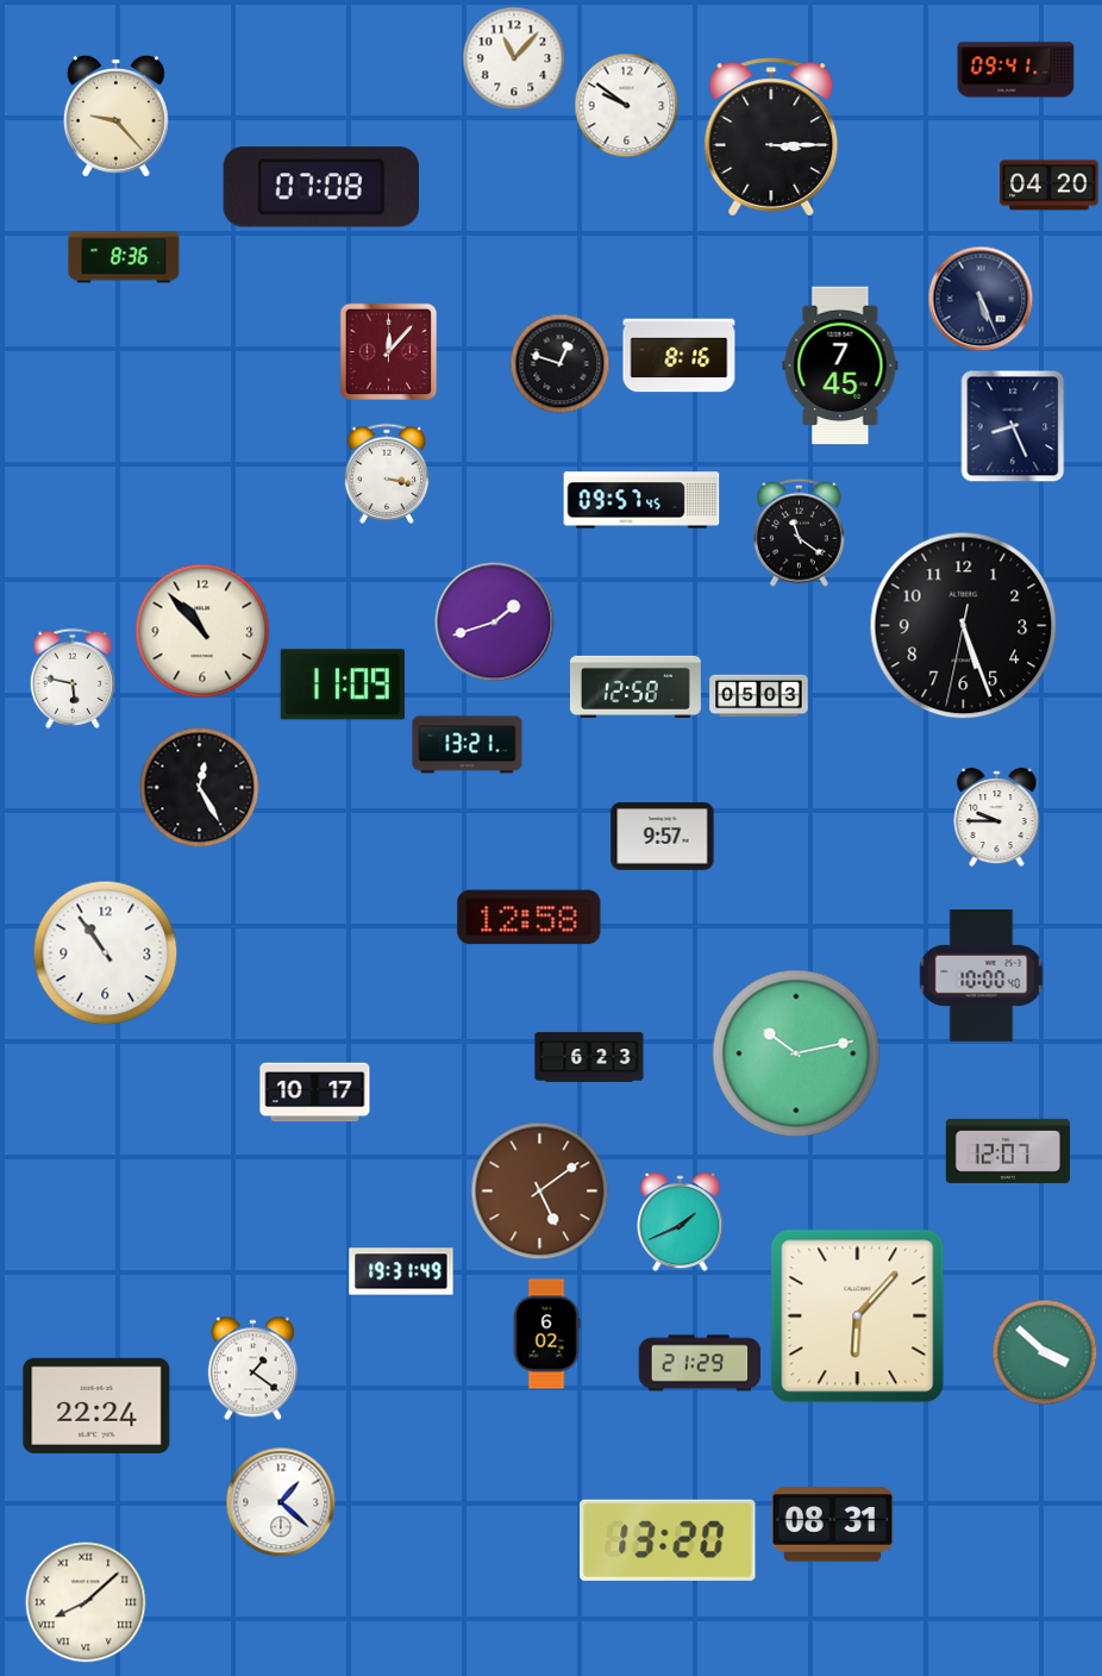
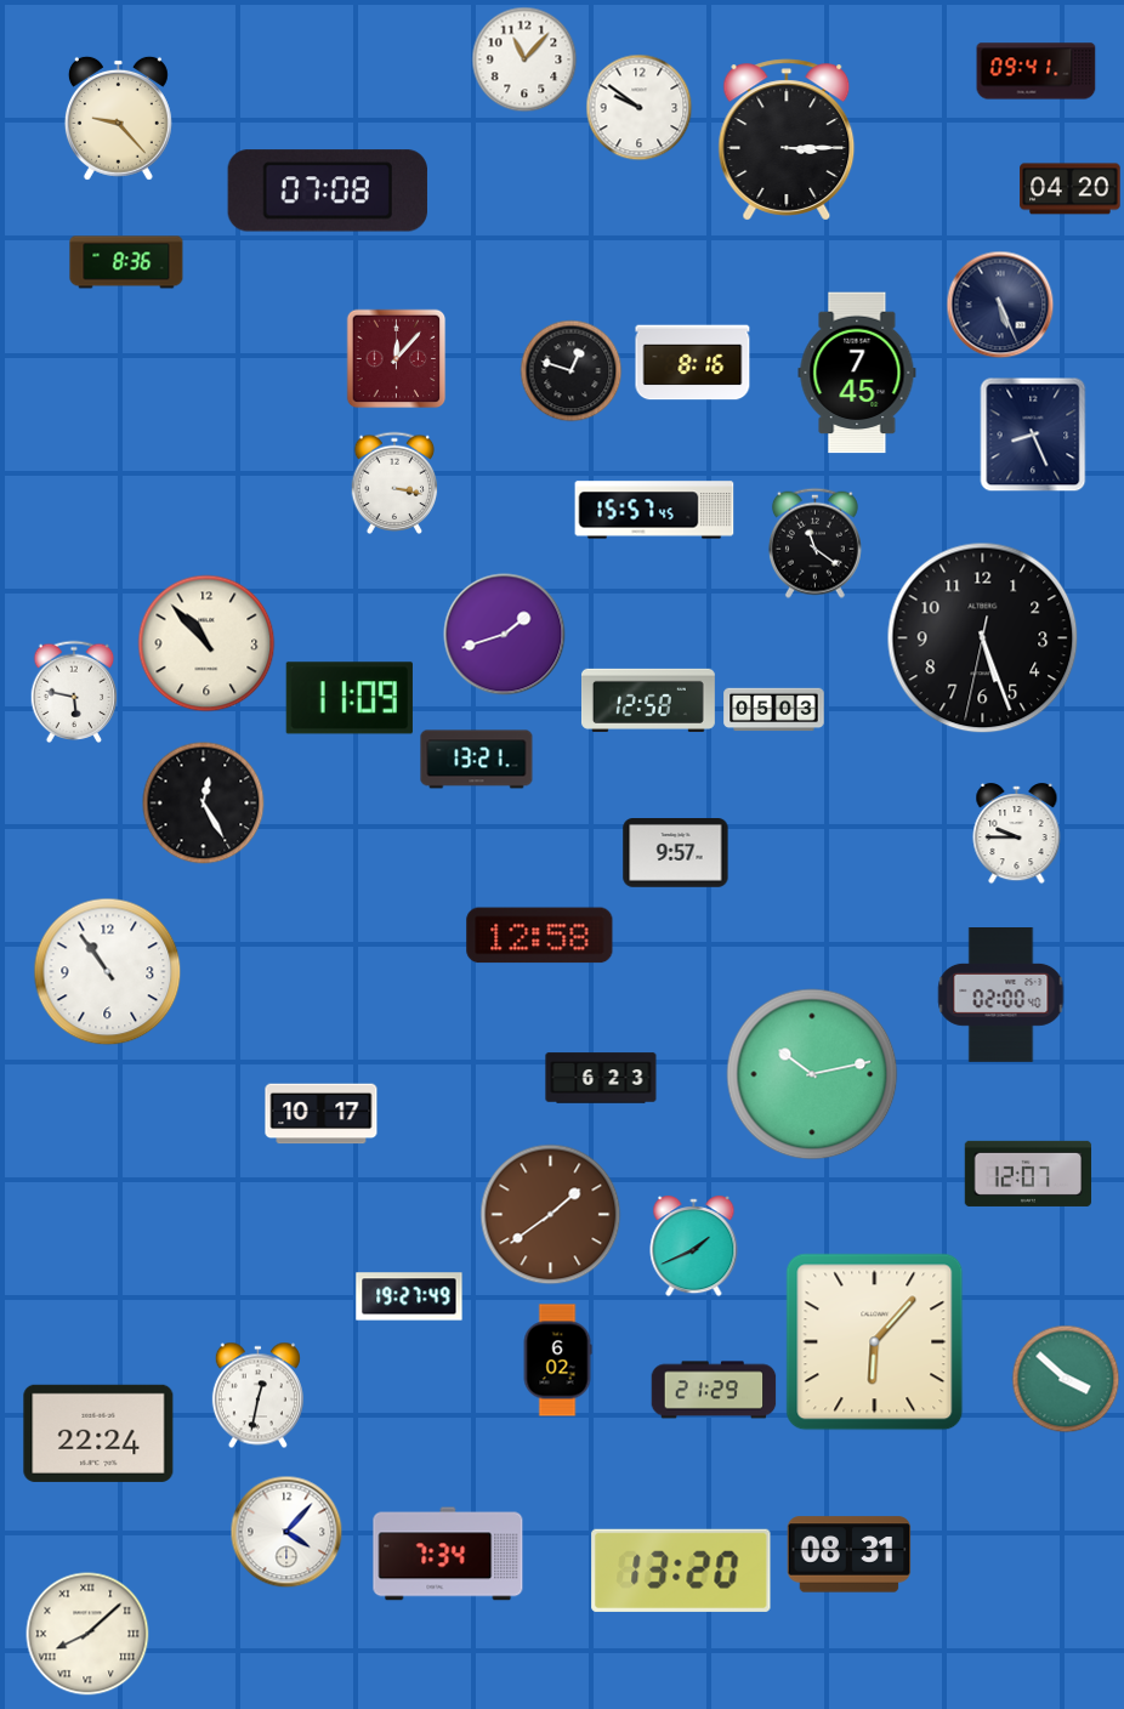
clock at (641, 500): 09:57 -> 15:57
clock at (982, 976): 10:00 -> 02:00
clock at (540, 1192): 5:09 -> 1:39
clock at (401, 1271): 19:31 -> 19:27
clock at (252, 1369): 1:21 -> 12:32
clock at (281, 1502): 1:22 -> 4:07
clock at (448, 1554): none -> 7:34
